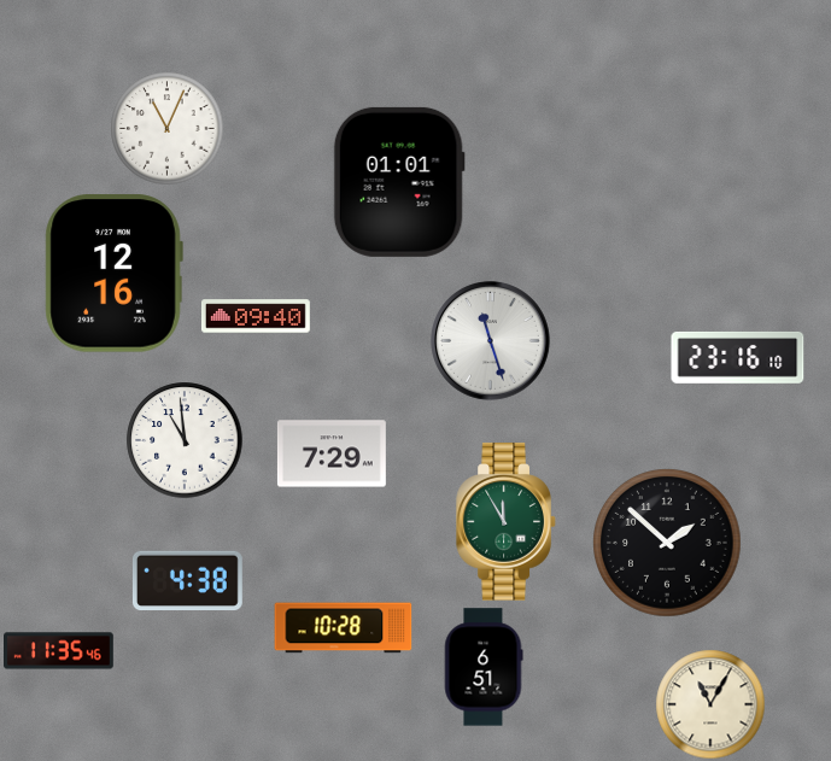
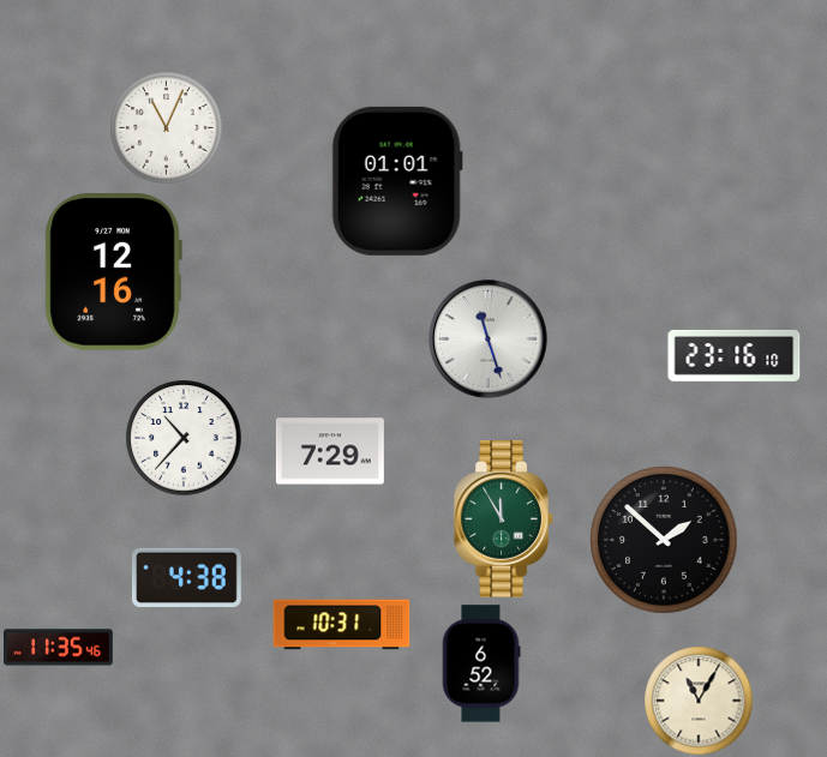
clock at (256, 316): 09:40 -> none
clock at (185, 440): 10:59 -> 10:37
clock at (344, 628): 10:28 -> 10:31
clock at (484, 667): 6:51 -> 6:52
clock at (710, 704) position: (710, 704) -> (699, 701)
